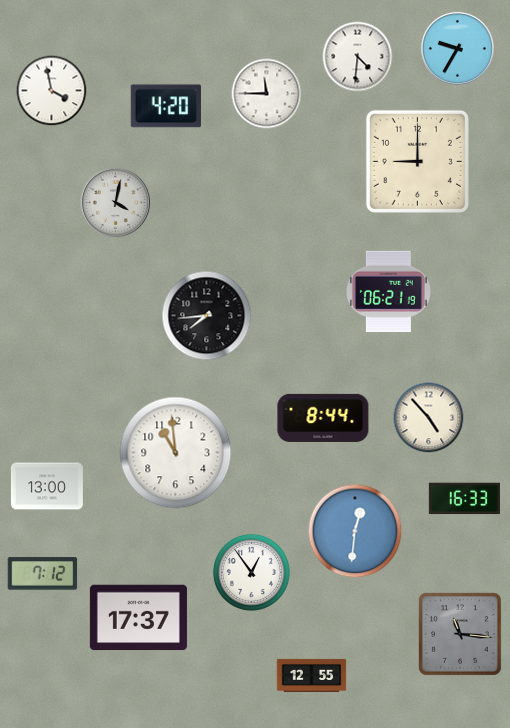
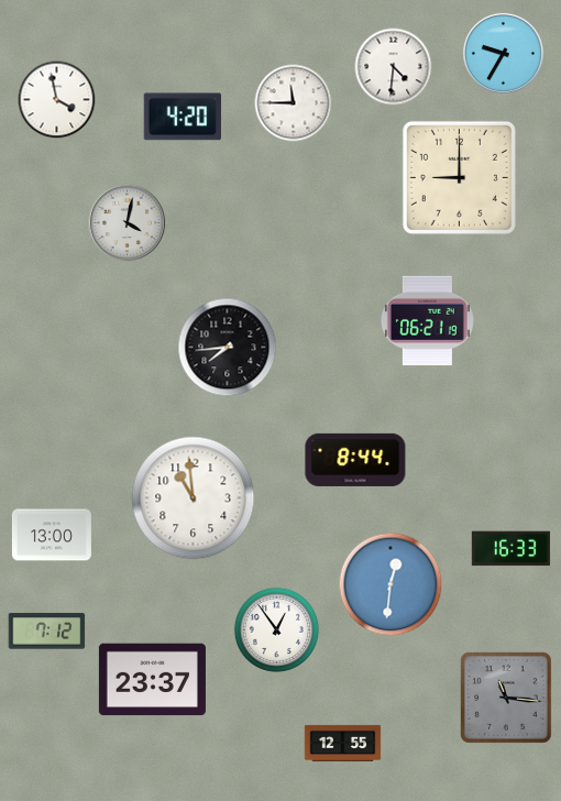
clock at (358, 57) position: (358, 57) -> (394, 67)
clock at (429, 418): 4:53 -> none
clock at (138, 618): 17:37 -> 23:37
